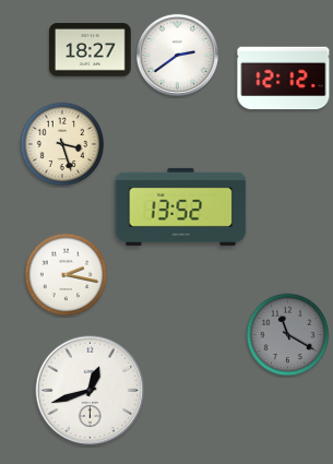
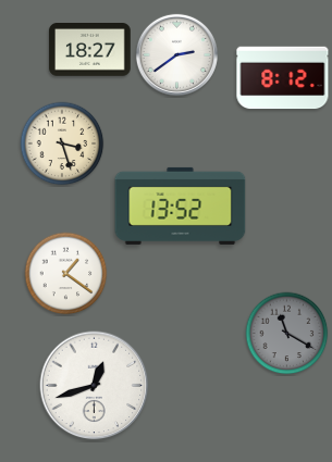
clock at (284, 79): 12:12 -> 8:12
clock at (67, 275): 2:17 -> 1:21
clock at (91, 391) position: (91, 391) -> (95, 386)
